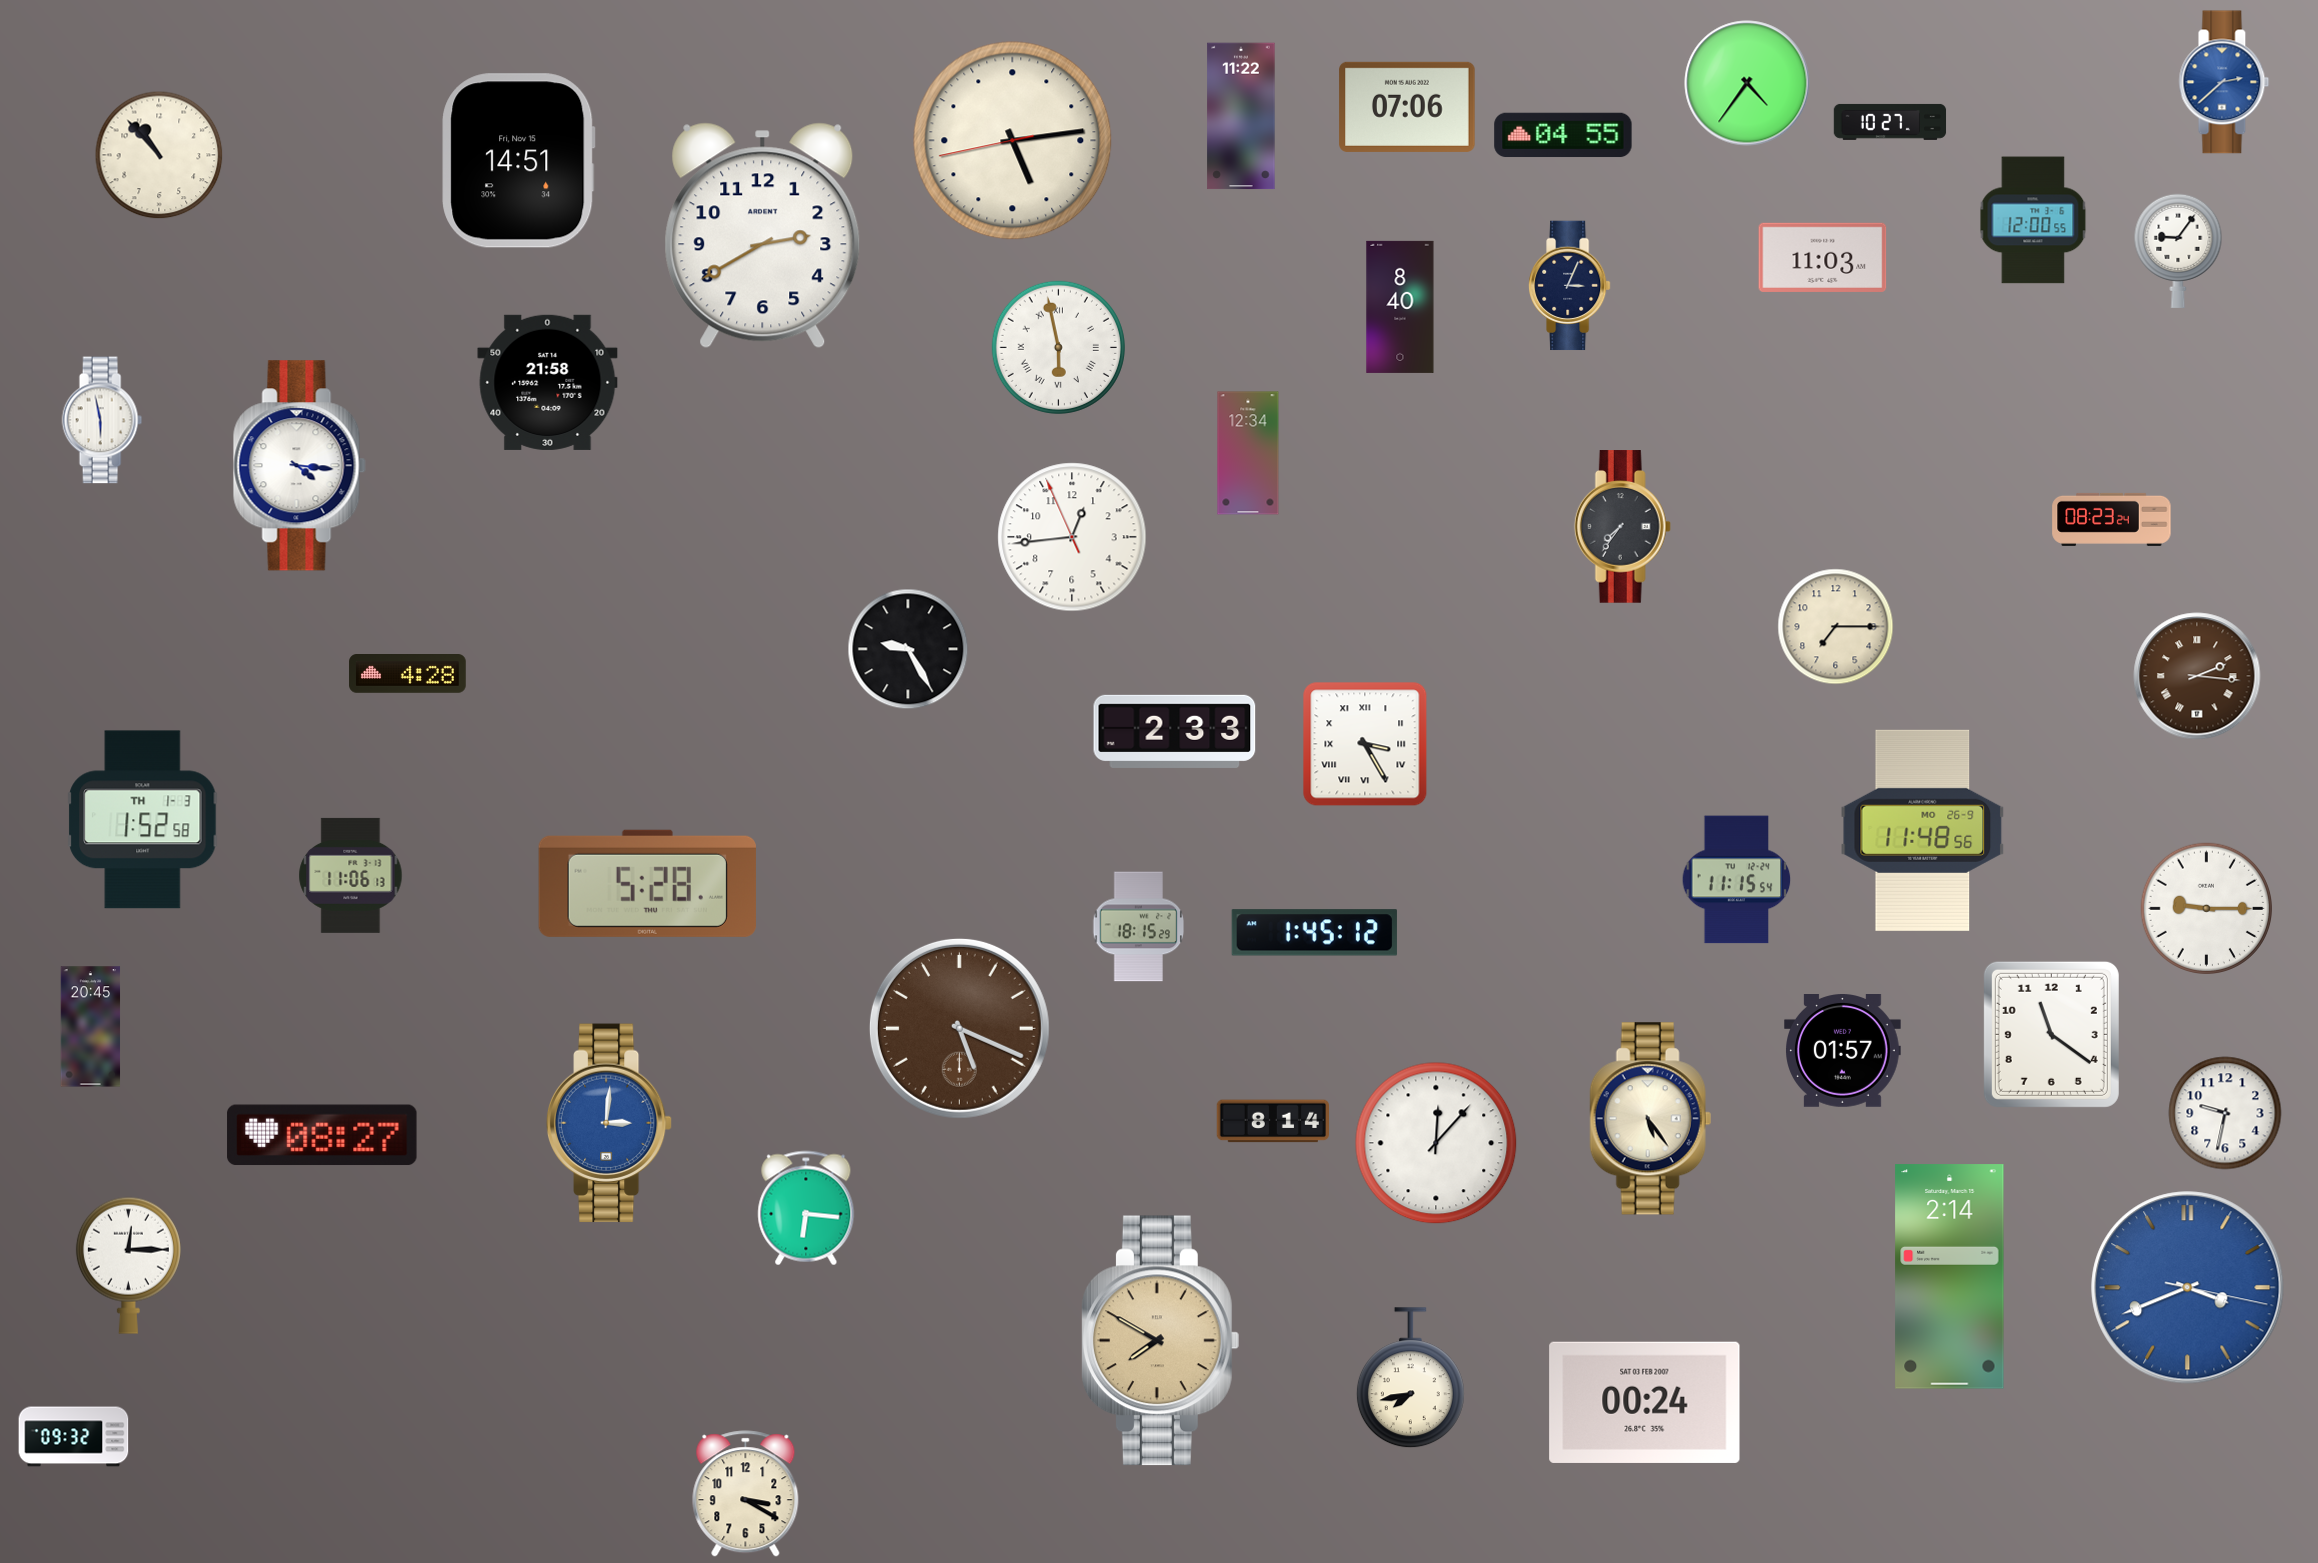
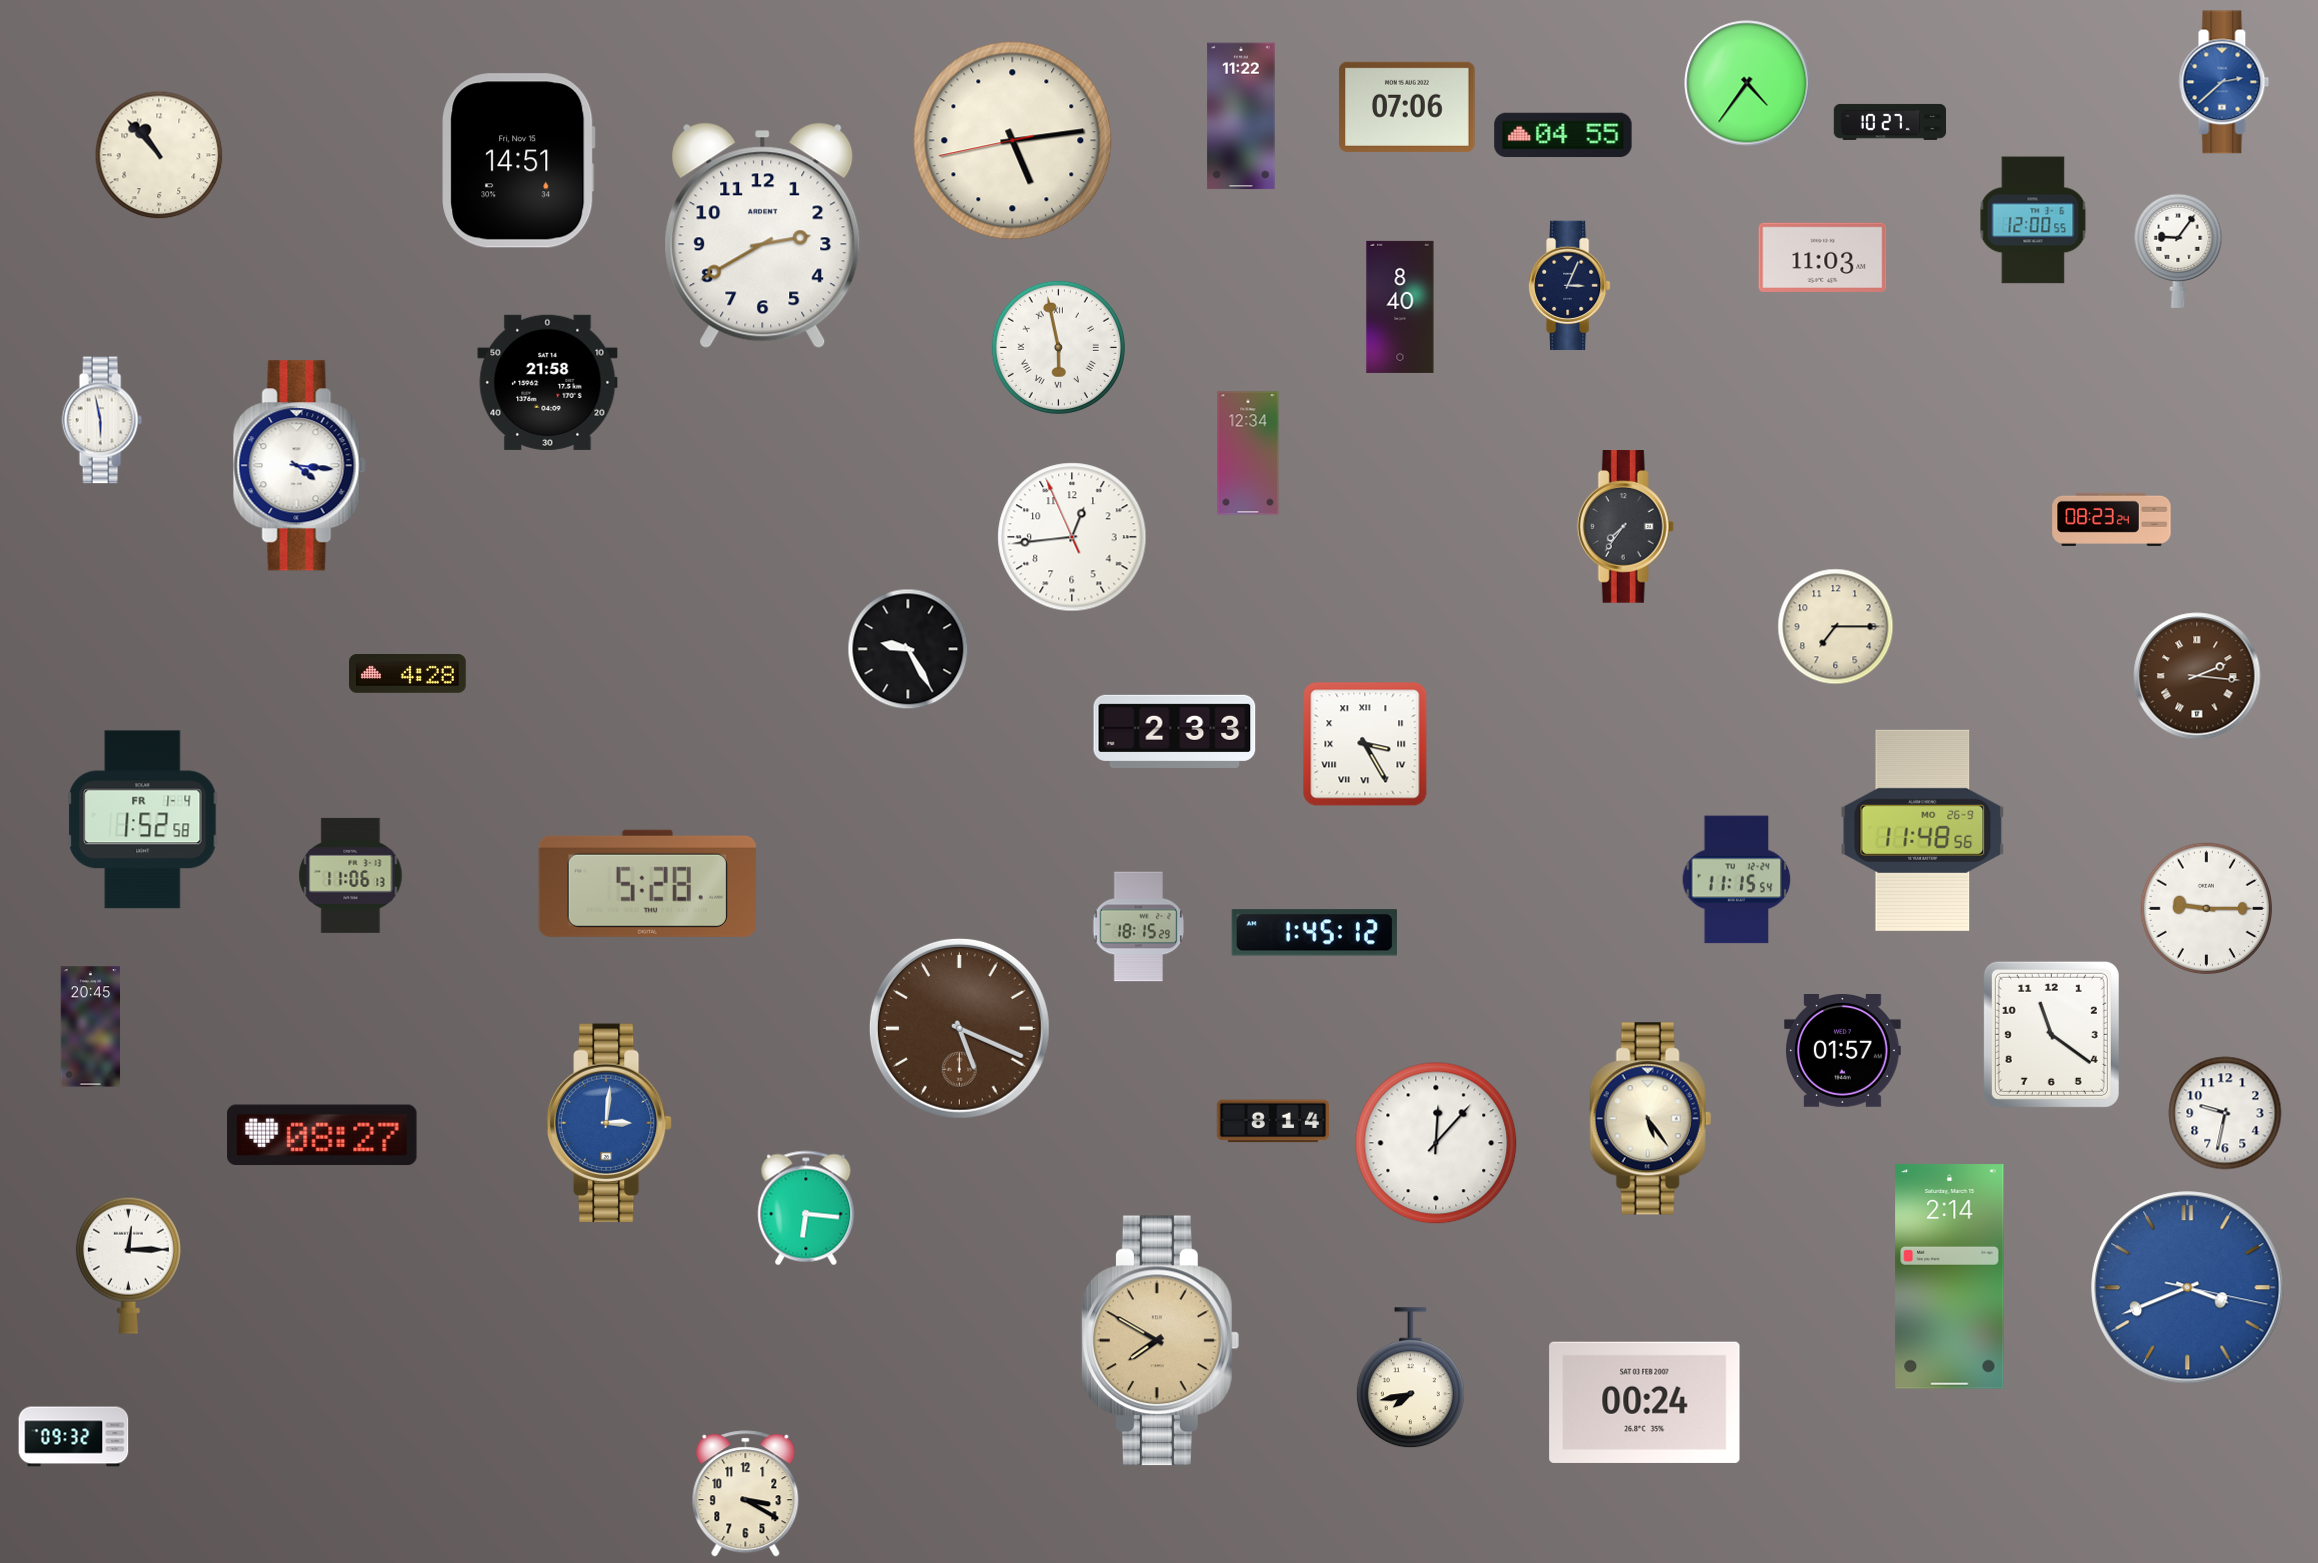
clock at (1622, 527) position: (1622, 527) -> (1625, 527)
clock at (143, 820) date: TH 1-3 -> FR 1-4
